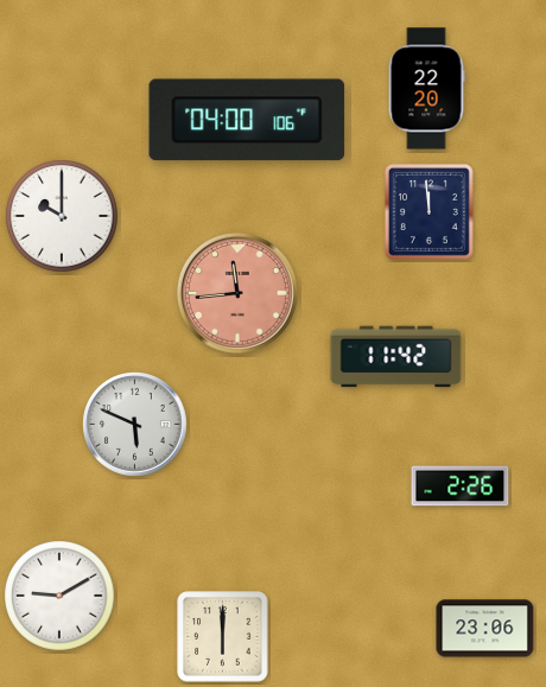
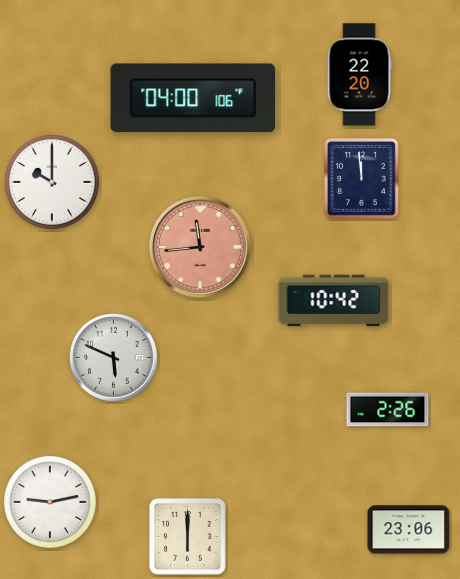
clock at (247, 120) position: (247, 120) -> (193, 98)
clock at (396, 357): 11:42 -> 10:42
clock at (59, 596): 9:10 -> 9:13
